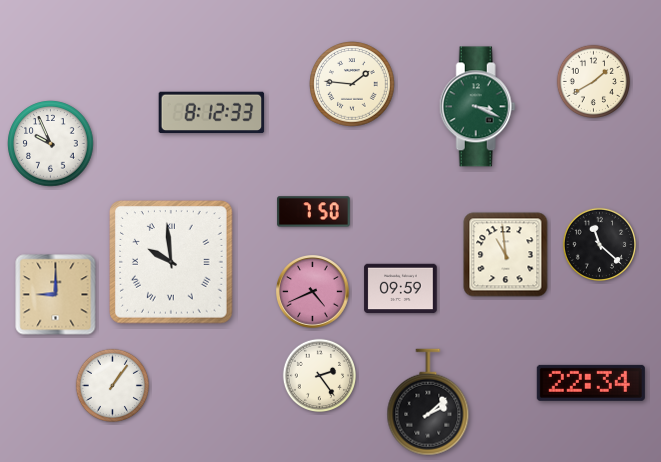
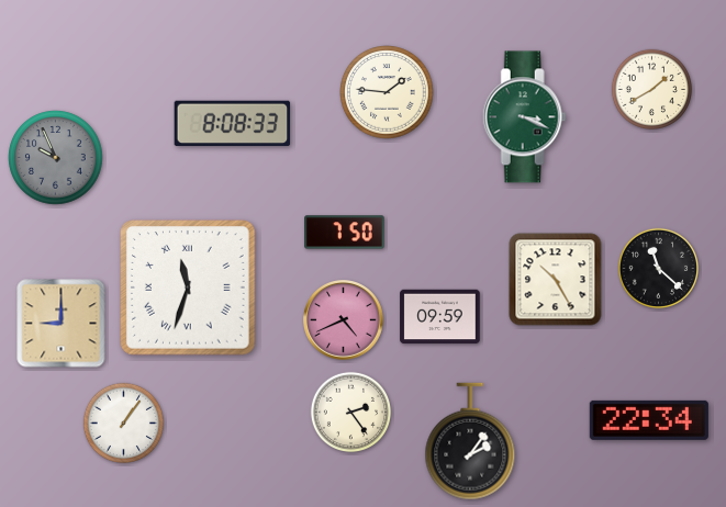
clock at (212, 113): 8:12 -> 8:08
clock at (51, 144) dial: white -> grey
clock at (506, 255): 10:59 -> 10:25
clock at (171, 262): 9:59 -> 11:33
clock at (428, 402): 2:08 -> 2:06
